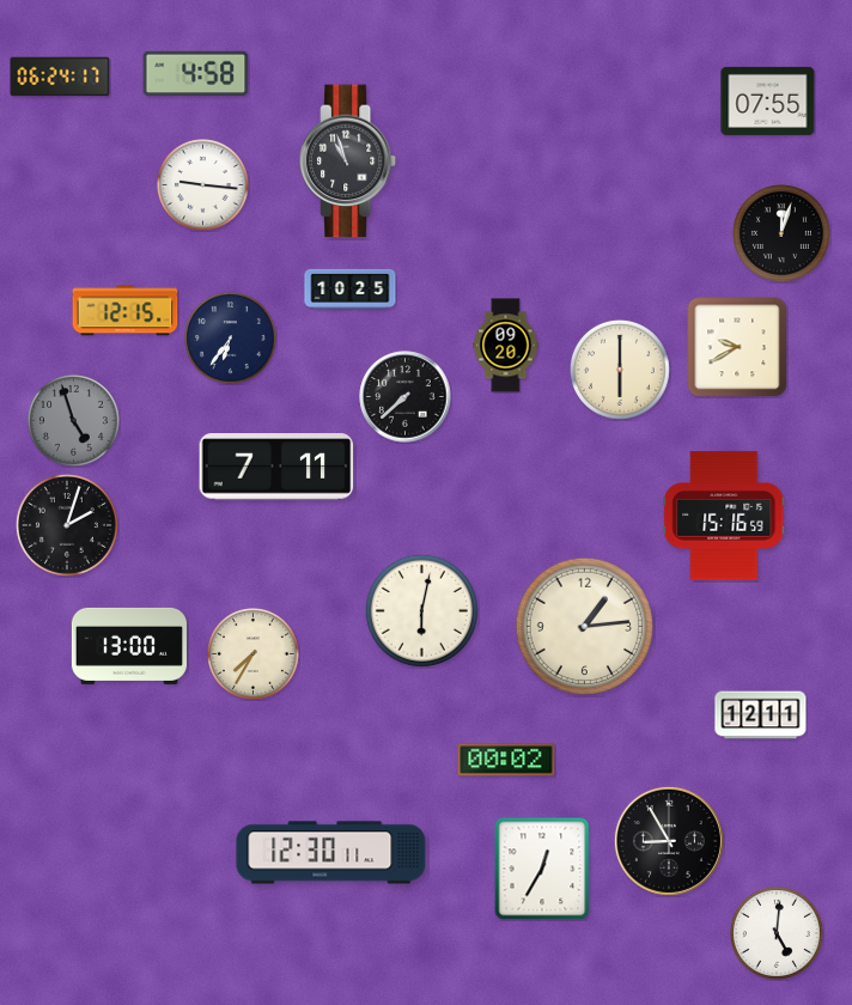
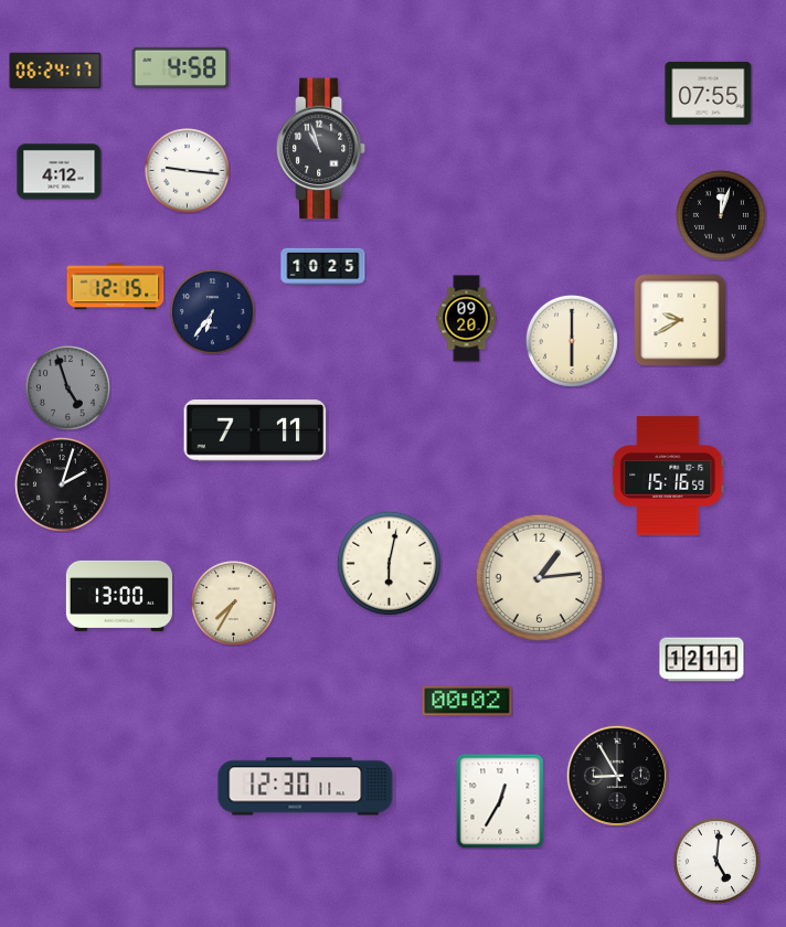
clock at (60, 172): none -> 4:12
clock at (406, 397): 7:38 -> none
